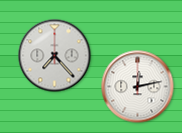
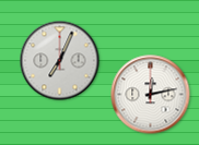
clock at (55, 56): 7:23 -> 7:04
